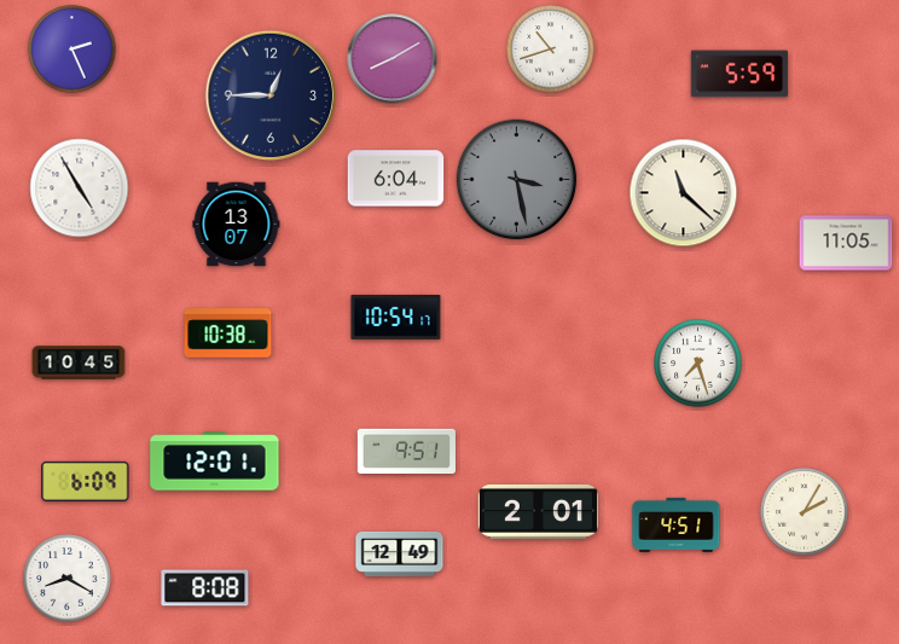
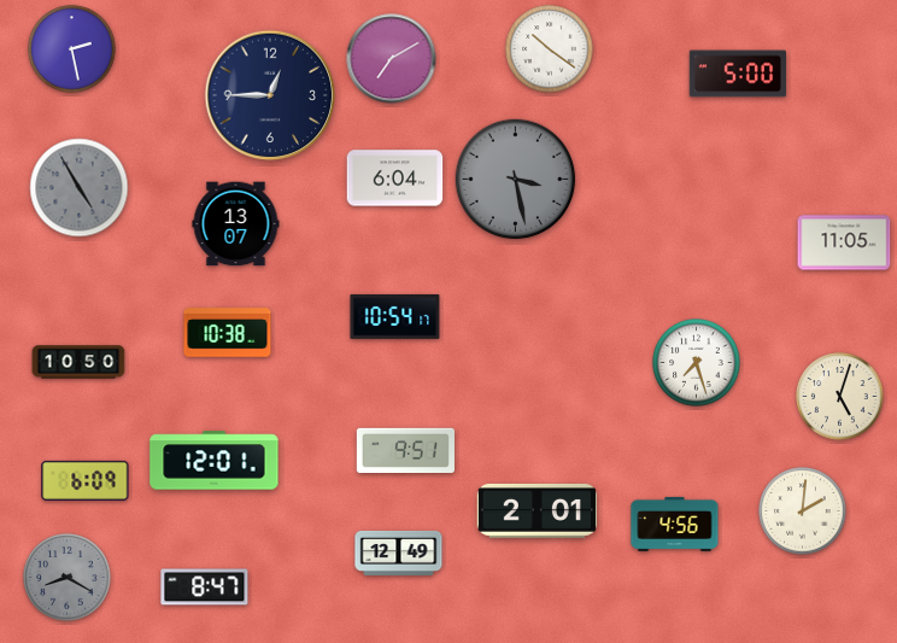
clock at (72, 50): 2:26 -> 2:28
clock at (551, 50): 10:42 -> 10:21
clock at (393, 59): 8:10 -> 7:10
clock at (739, 74): 5:59 -> 5:00
clock at (80, 188) dial: white -> grey
clock at (684, 193): 11:22 -> none
clock at (79, 362): 10:45 -> 10:50
clock at (840, 397): none -> 5:03
clock at (805, 512): 2:05 -> 2:01
clock at (677, 524): 4:51 -> 4:56
clock at (68, 579) dial: white -> grey
clock at (205, 588): 8:08 -> 8:47
